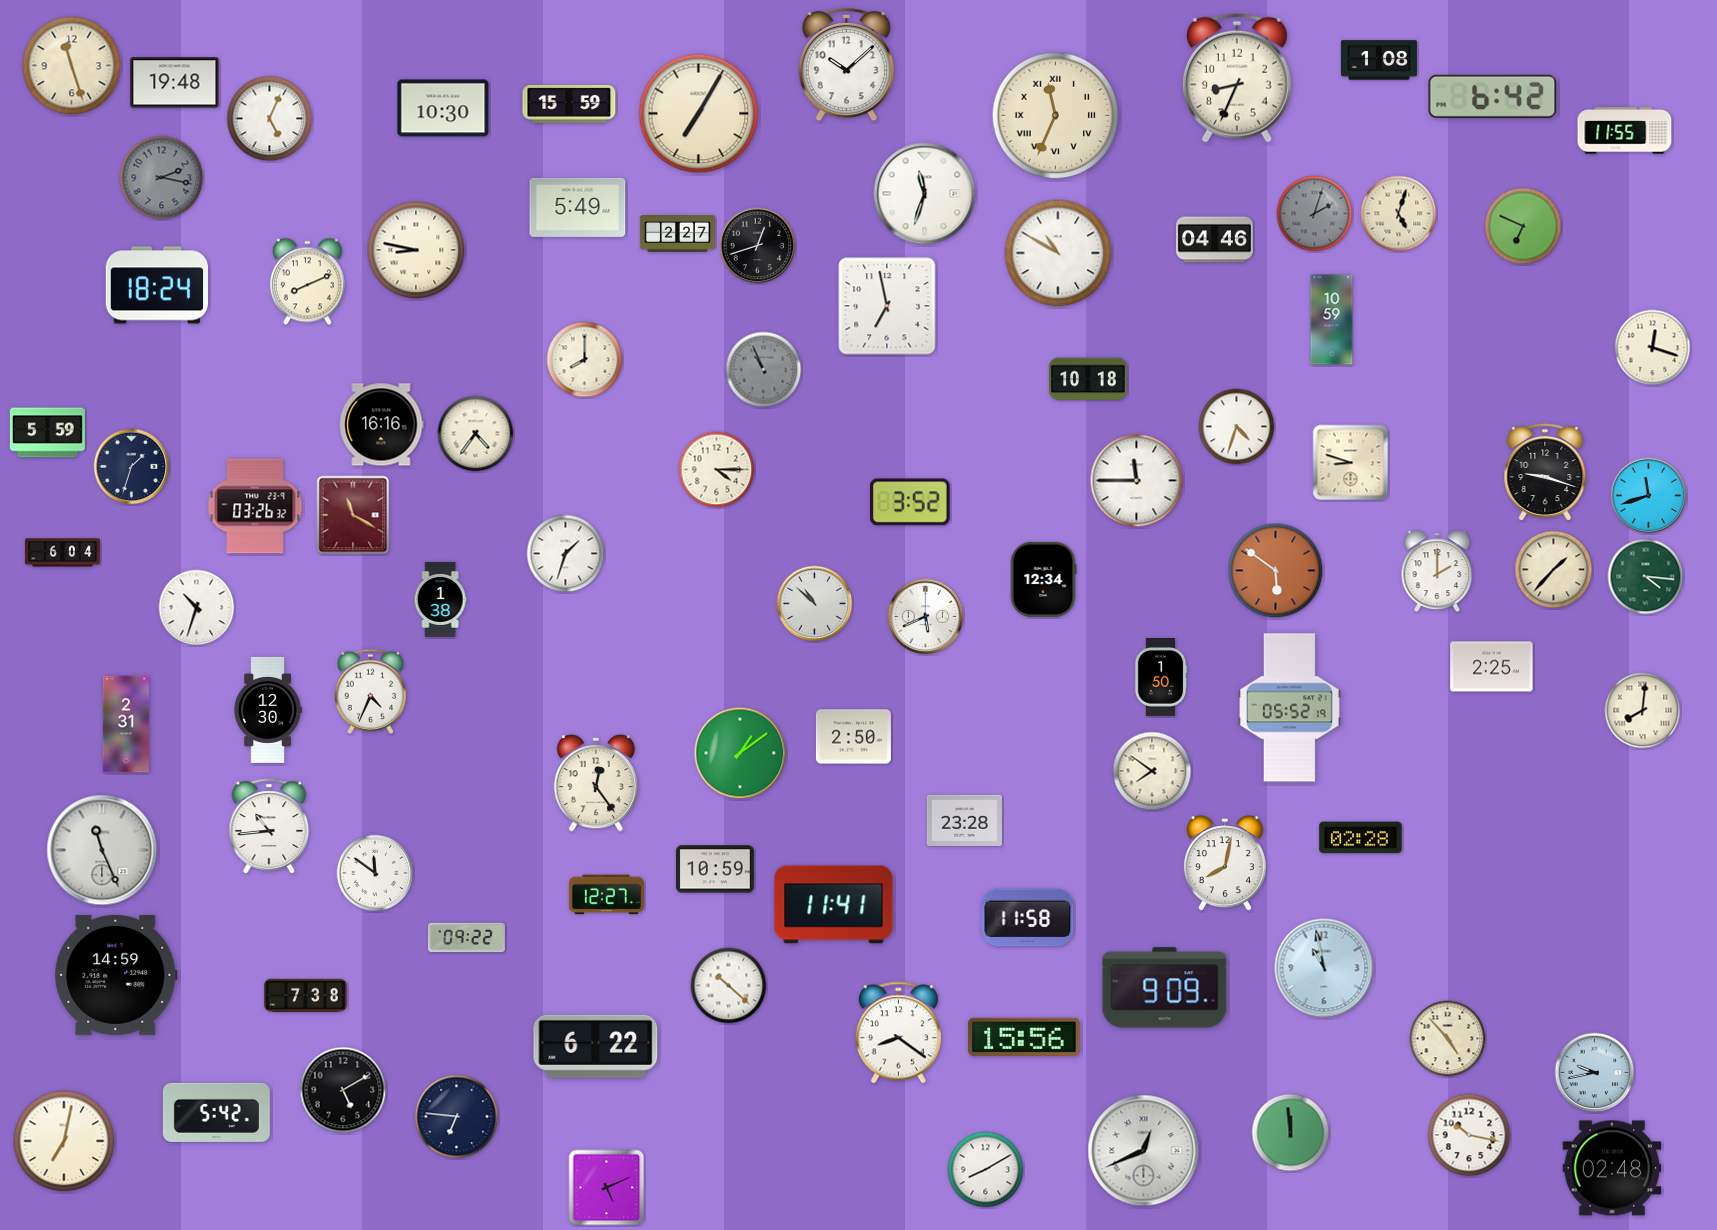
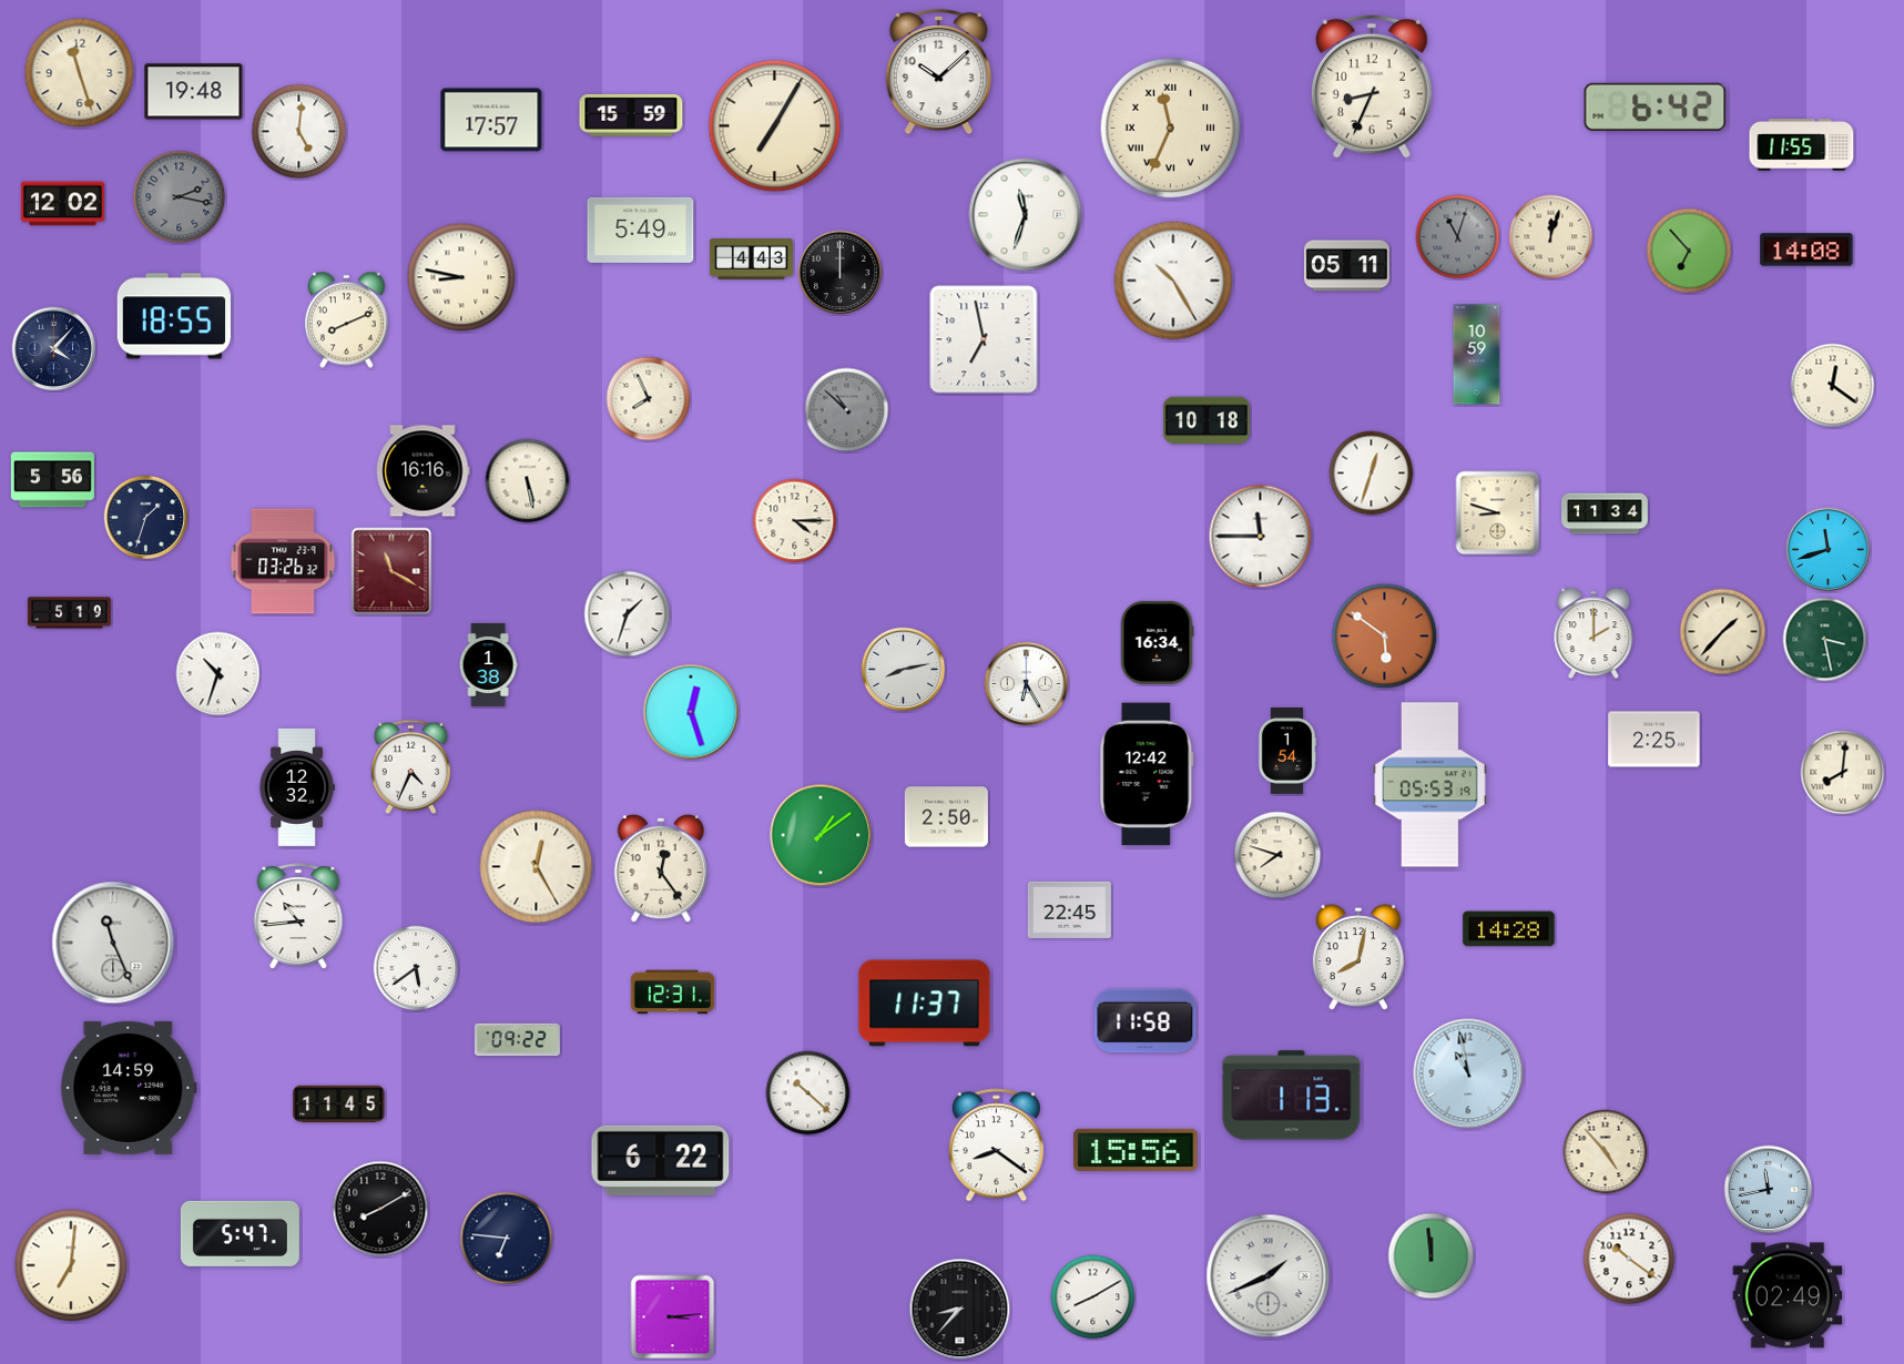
clock at (1379, 60): 1:08 -> none
clock at (443, 108): 10:30 -> 17:57
clock at (270, 119): 5:04 -> 5:01
clock at (62, 204): none -> 12:02
clock at (1315, 214): 2:03 -> 11:03
clock at (1399, 214): 5:03 -> 12:03
clock at (1806, 250): none -> 14:08
clock at (1523, 226): 6:49 -> 6:53
clock at (677, 234): 2:27 -> 4:43
clock at (1214, 240): 04:46 -> 05:11
clock at (758, 246): 12:42 -> 12:00
clock at (1058, 253): 10:50 -> 10:25
clock at (307, 282) position: (307, 282) -> (346, 320)
clock at (157, 285): 18:24 -> 18:55
clock at (54, 349): none -> 4:07
clock at (1653, 348): 12:18 -> 12:21
clock at (585, 360): 8:00 -> 7:56
clock at (764, 370): 10:56 -> 10:52
clock at (1237, 427): 4:33 -> 12:33
clock at (47, 433): 5:59 -> 5:56
clock at (476, 434): 4:36 -> 5:28
clock at (1605, 513): none -> 11:34
clock at (1545, 472): 9:18 -> none
clock at (1137, 481) position: (1137, 481) -> (1261, 537)
clock at (911, 502): 3:52 -> none
clock at (62, 553): 6:04 -> 5:19
clock at (1276, 571) position: (1276, 571) -> (1385, 637)
clock at (1646, 577): 4:16 -> 3:28
clock at (1043, 579): 12:34 -> 16:34
clock at (815, 604): 10:52 -> 8:13
clock at (926, 617): 5:41 -> 6:25
clock at (691, 712): none -> 12:27
clock at (1161, 678): 1:50 -> 1:54
clock at (1147, 774): none -> 12:42
clock at (1290, 708): 05:52 -> 05:53
clock at (268, 710): 12:30 -> 12:32
clock at (1643, 711) position: (1643, 711) -> (1843, 773)
clock at (126, 724): 2:31 -> none
clock at (1152, 771): 7:51 -> 7:48
clock at (537, 867): none -> 12:25
clock at (964, 820): 23:28 -> 22:45
clock at (1361, 838): 02:28 -> 14:28
clock at (716, 869): 10:59 -> none
clock at (375, 873): 11:51 -> 5:39
clock at (606, 895): 12:27 -> 12:31
clock at (834, 905): 11:41 -> 11:37
clock at (1028, 918) position: (1028, 918) -> (1146, 1021)
clock at (116, 975) position: (116, 975) -> (129, 1088)
clock at (1165, 988): 9:09 -> 1:13
clock at (306, 996): 7:38 -> 11:45
clock at (1595, 1073): 9:43 -> 11:43
clock at (343, 1090): 5:10 -> 8:10
clock at (216, 1112): 5:42 -> 5:47
clock at (1469, 1135): 10:17 -> 10:21
clock at (64, 1141): 7:02 -> 7:01
clock at (1144, 1151): 12:41 -> 1:41
clock at (1612, 1168): 02:48 -> 02:49
clock at (960, 1310): none -> 8:37
clock at (607, 1188): 5:11 -> 3:14
